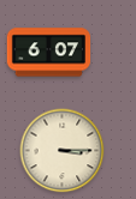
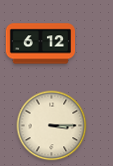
clock at (49, 53): 6:07 -> 6:12
